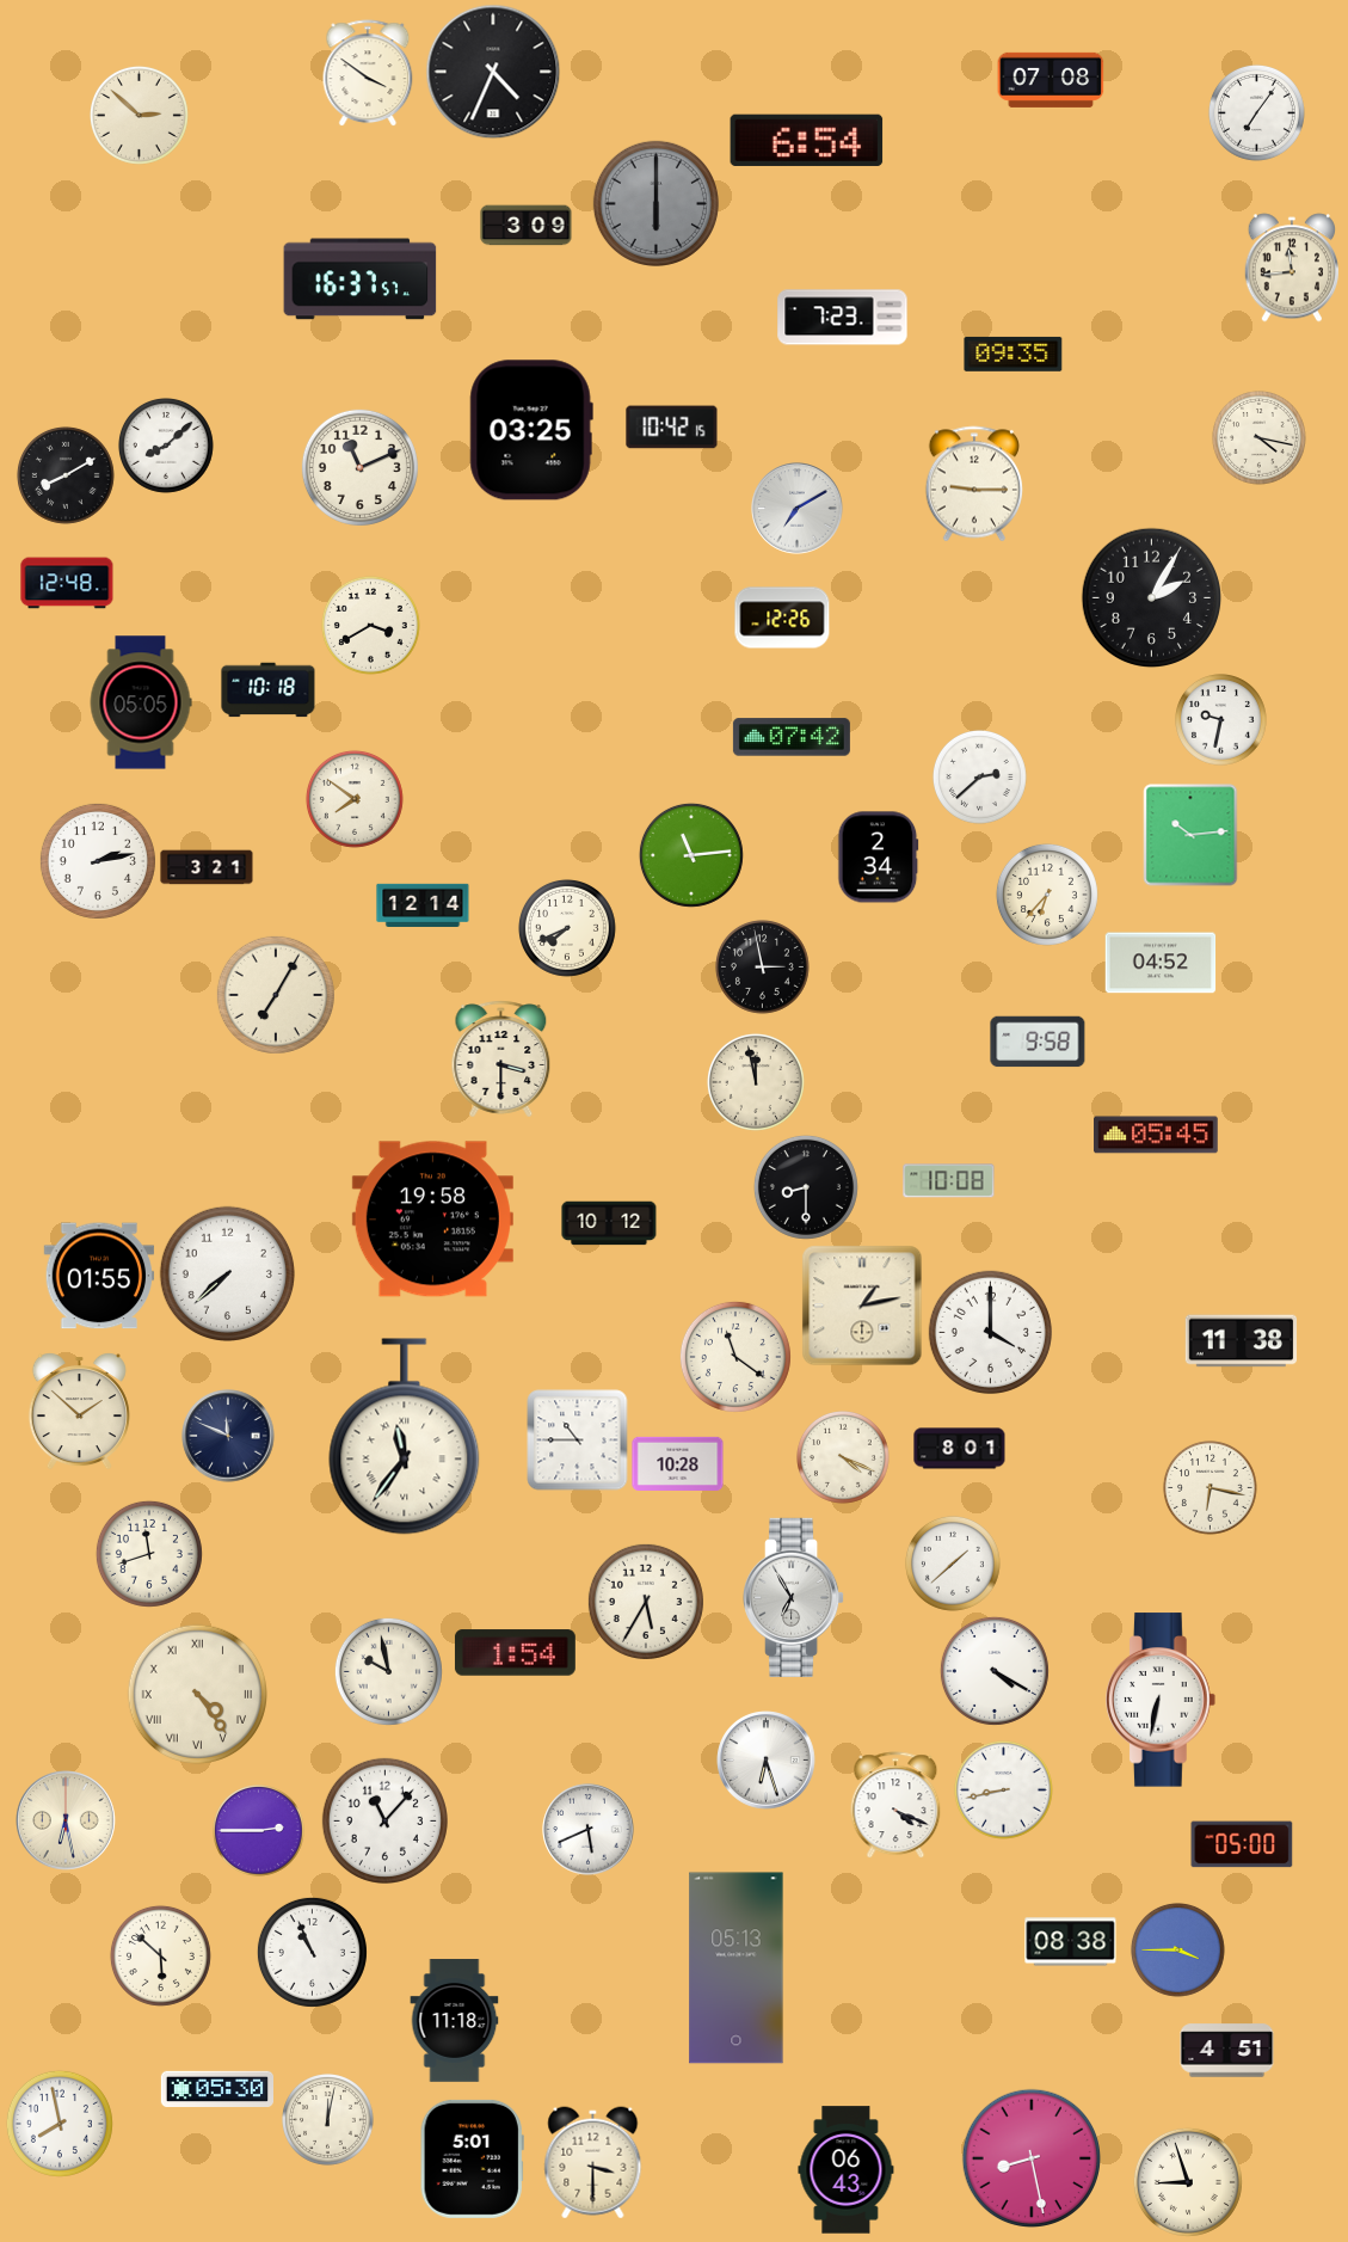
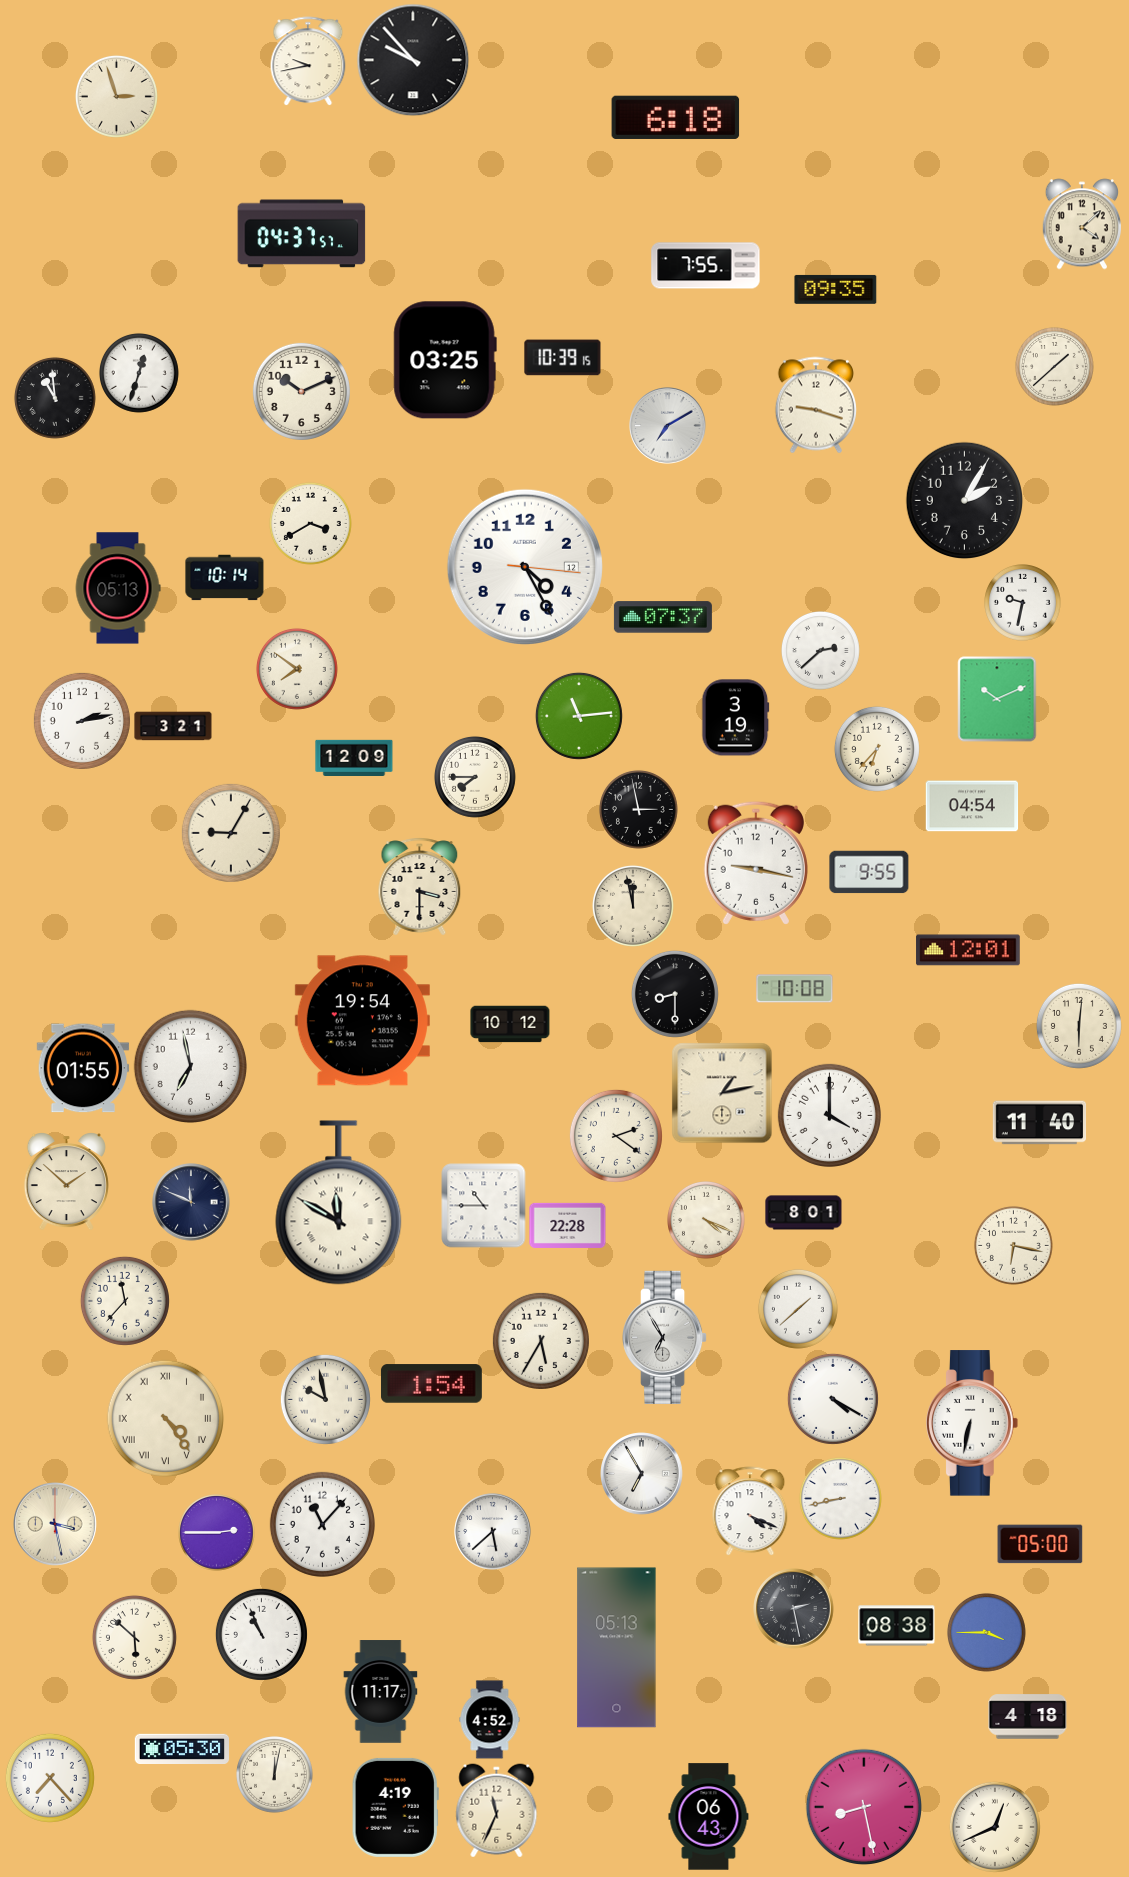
clock at (493, 72): 4:34 -> 9:53
clock at (368, 73): 3:51 -> 9:43
clock at (1051, 80): 07:08 -> none
clock at (1256, 112): 7:06 -> none
clock at (139, 115): 2:52 -> 2:57
clock at (807, 140): 6:54 -> 6:18
clock at (655, 203): 6:00 -> none
clock at (527, 226): 3:09 -> none
clock at (1291, 268): 11:44 -> 4:08
clock at (361, 280): 16:37 -> 04:37
clock at (843, 318): 7:23 -> 7:55
clock at (1014, 354) position: (1014, 354) -> (836, 289)
clock at (672, 428): 10:42 -> 10:39
clock at (1258, 437): 4:17 -> 1:38
clock at (166, 446): 8:08 -> 12:33
clock at (359, 467): 11:11 -> 10:11
clock at (66, 475): 8:10 -> 10:59
clock at (973, 484): 9:15 -> 9:18
clock at (67, 583): 12:48 -> none
clock at (782, 618): 12:26 -> none
clock at (525, 567): none -> 4:25
clock at (269, 690): 10:18 -> 10:14
clock at (141, 702): 05:05 -> 05:13
clock at (792, 737): 07:42 -> 07:37
clock at (1190, 835): 10:14 -> 10:11
clock at (879, 858): 2:34 -> 3:19
clock at (423, 904): 12:14 -> 12:09
clock at (567, 928): 7:41 -> 7:45
clock at (1161, 963): 04:52 -> 04:54
clock at (276, 995): 7:05 -> 9:05
clock at (756, 863): none -> 9:17
clock at (1038, 1042): 9:58 -> 9:55
clock at (1156, 1135): 05:45 -> 12:01
clock at (432, 1220): 19:58 -> 19:54
clock at (1079, 1026): none -> 6:01
clock at (227, 1273): 7:38 -> 6:58
clock at (1242, 1341): 11:38 -> 11:40
clock at (735, 1357): 11:21 -> 2:21
clock at (405, 1437): 11:36 -> 11:50
clock at (678, 1463): 10:28 -> 22:28
clock at (149, 1554): 11:42 -> 11:37
clock at (767, 1761): 6:27 -> 6:55
clock at (67, 1822): 6:28 -> 3:28
clock at (589, 1830): 5:41 -> 5:38
clock at (794, 1609): none -> 2:28
clock at (455, 2021): 11:18 -> 11:17
clock at (1227, 2051): 4:51 -> 4:18
clock at (490, 1720): none -> 4:52
clock at (60, 2124): 7:58 -> 7:23
clock at (472, 2158): 5:01 -> 4:19
clock at (593, 2163): 3:30 -> 11:34
clock at (1188, 2182): 8:57 -> 12:41
